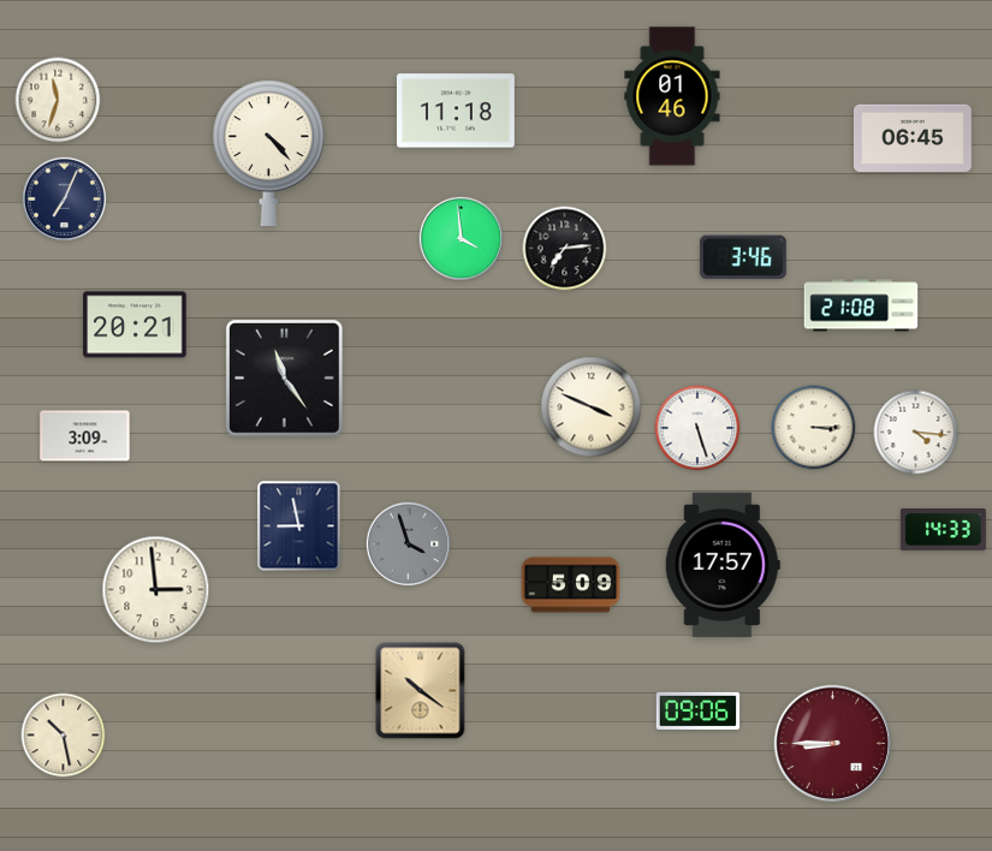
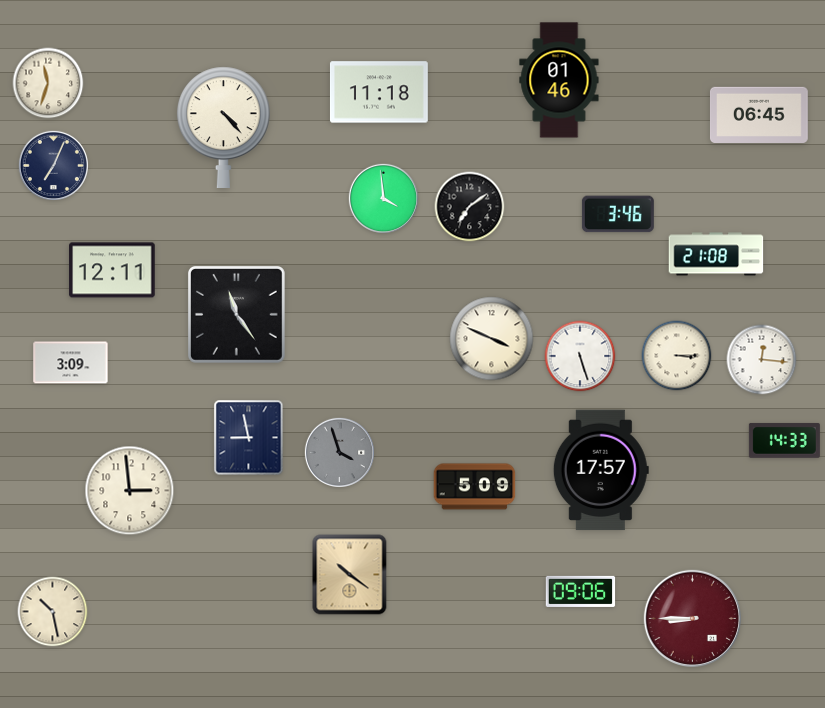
clock at (565, 249): 7:14 -> 7:09
clock at (135, 325): 20:21 -> 12:11
clock at (916, 433): 4:16 -> 12:16
